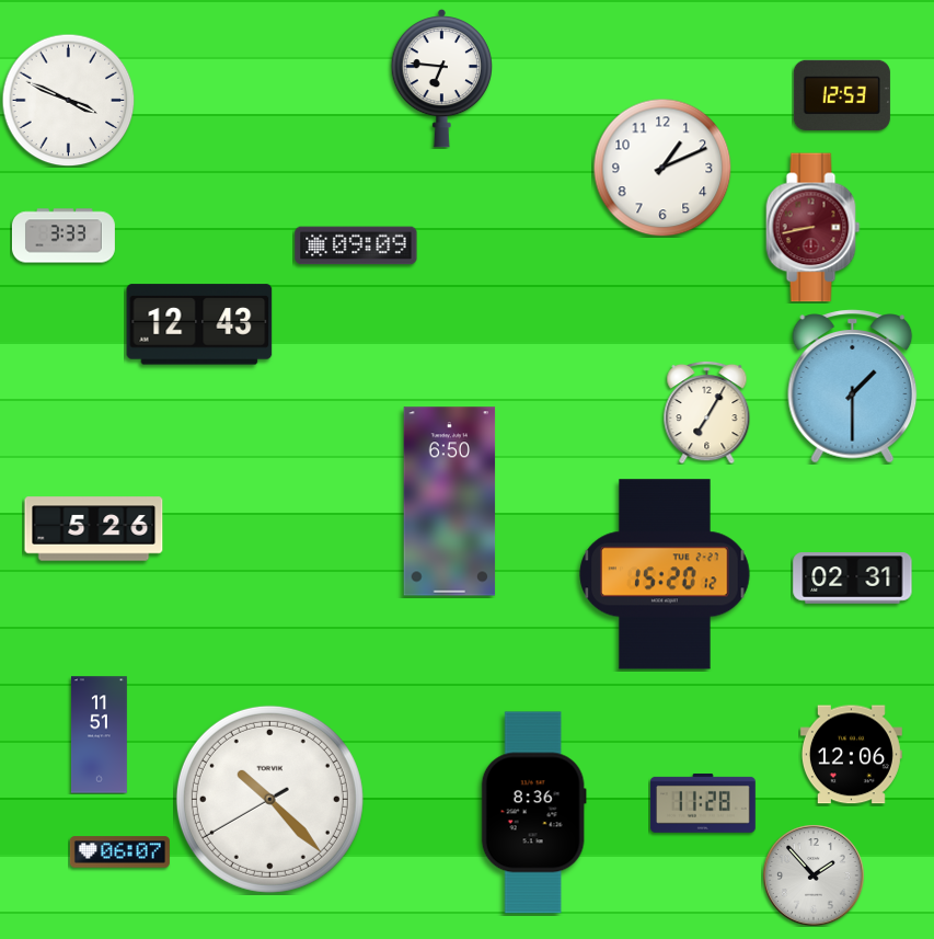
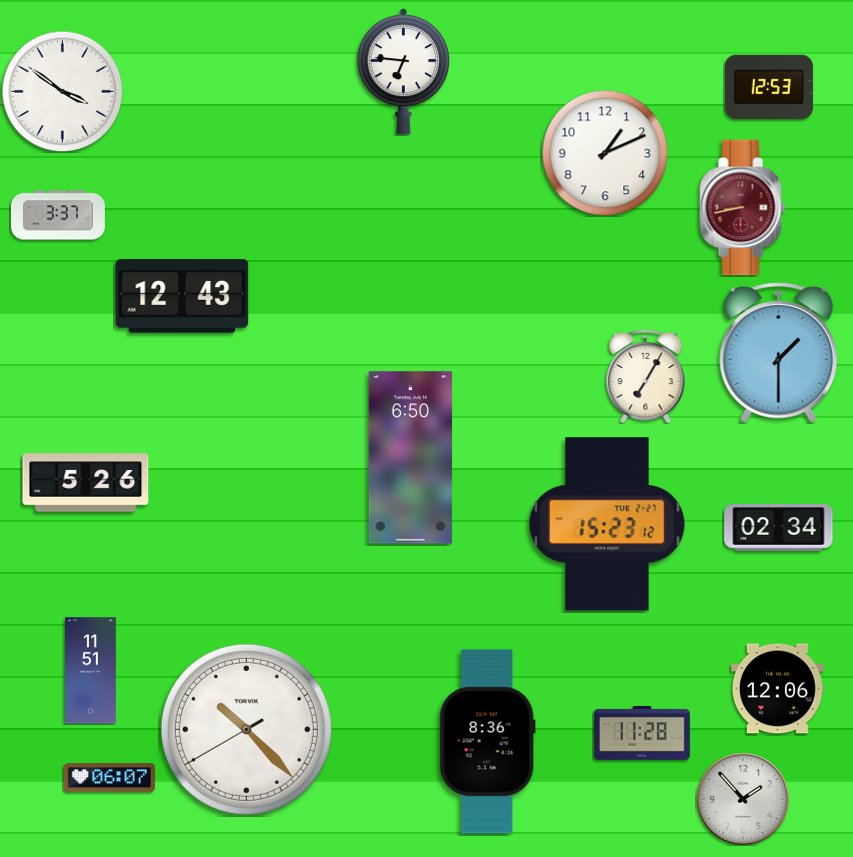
clock at (68, 100): 3:49 -> 3:51
clock at (64, 236): 3:33 -> 3:37
clock at (356, 245): 09:09 -> none
clock at (665, 574): 15:20 -> 15:23
clock at (853, 579): 02:31 -> 02:34
